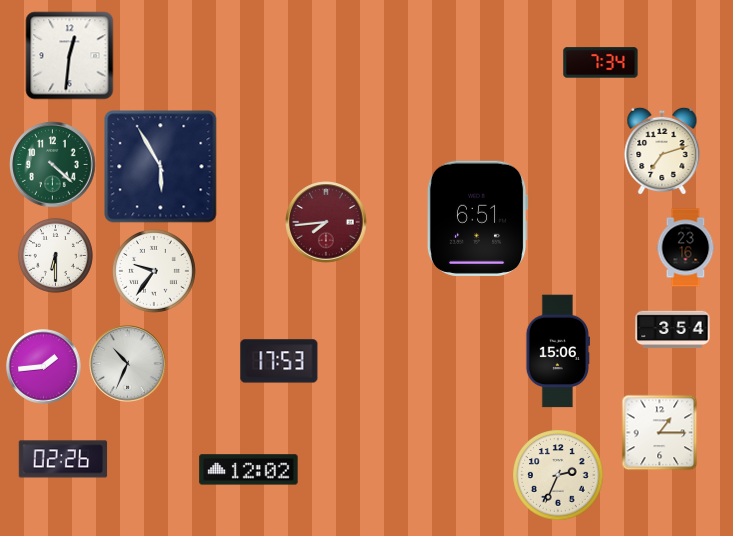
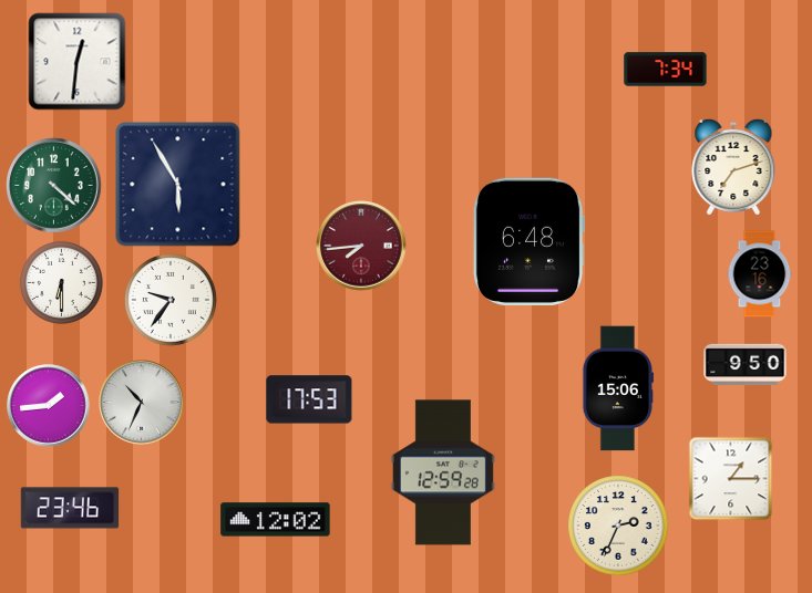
clock at (53, 165) position: (53, 165) -> (54, 186)
clock at (477, 218): 6:51 -> 6:48
clock at (673, 330): 3:54 -> 9:50
clock at (443, 472): none -> 12:59
clock at (63, 459): 02:26 -> 23:46
